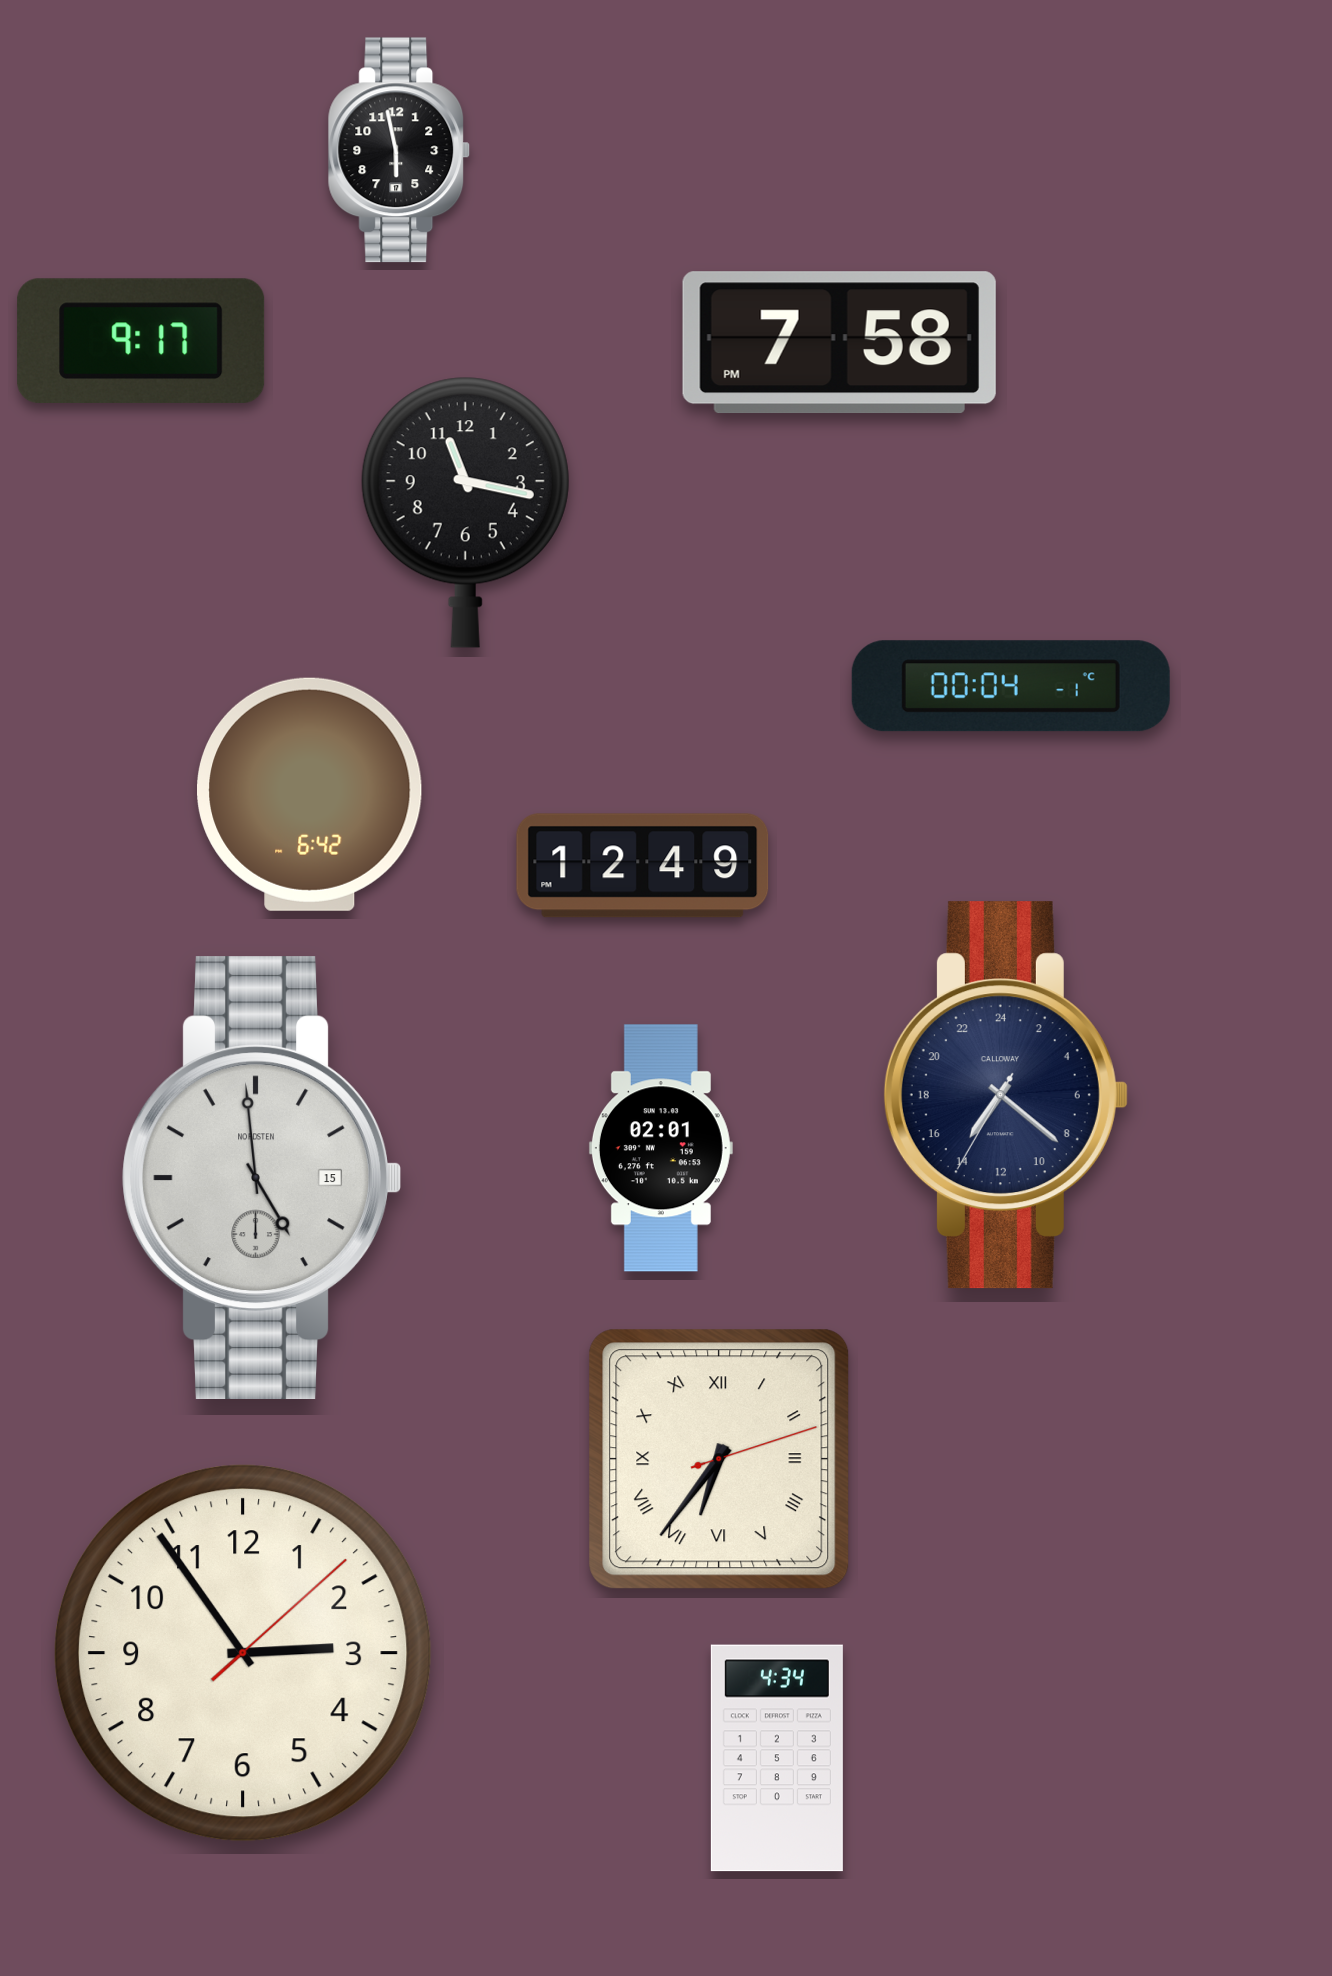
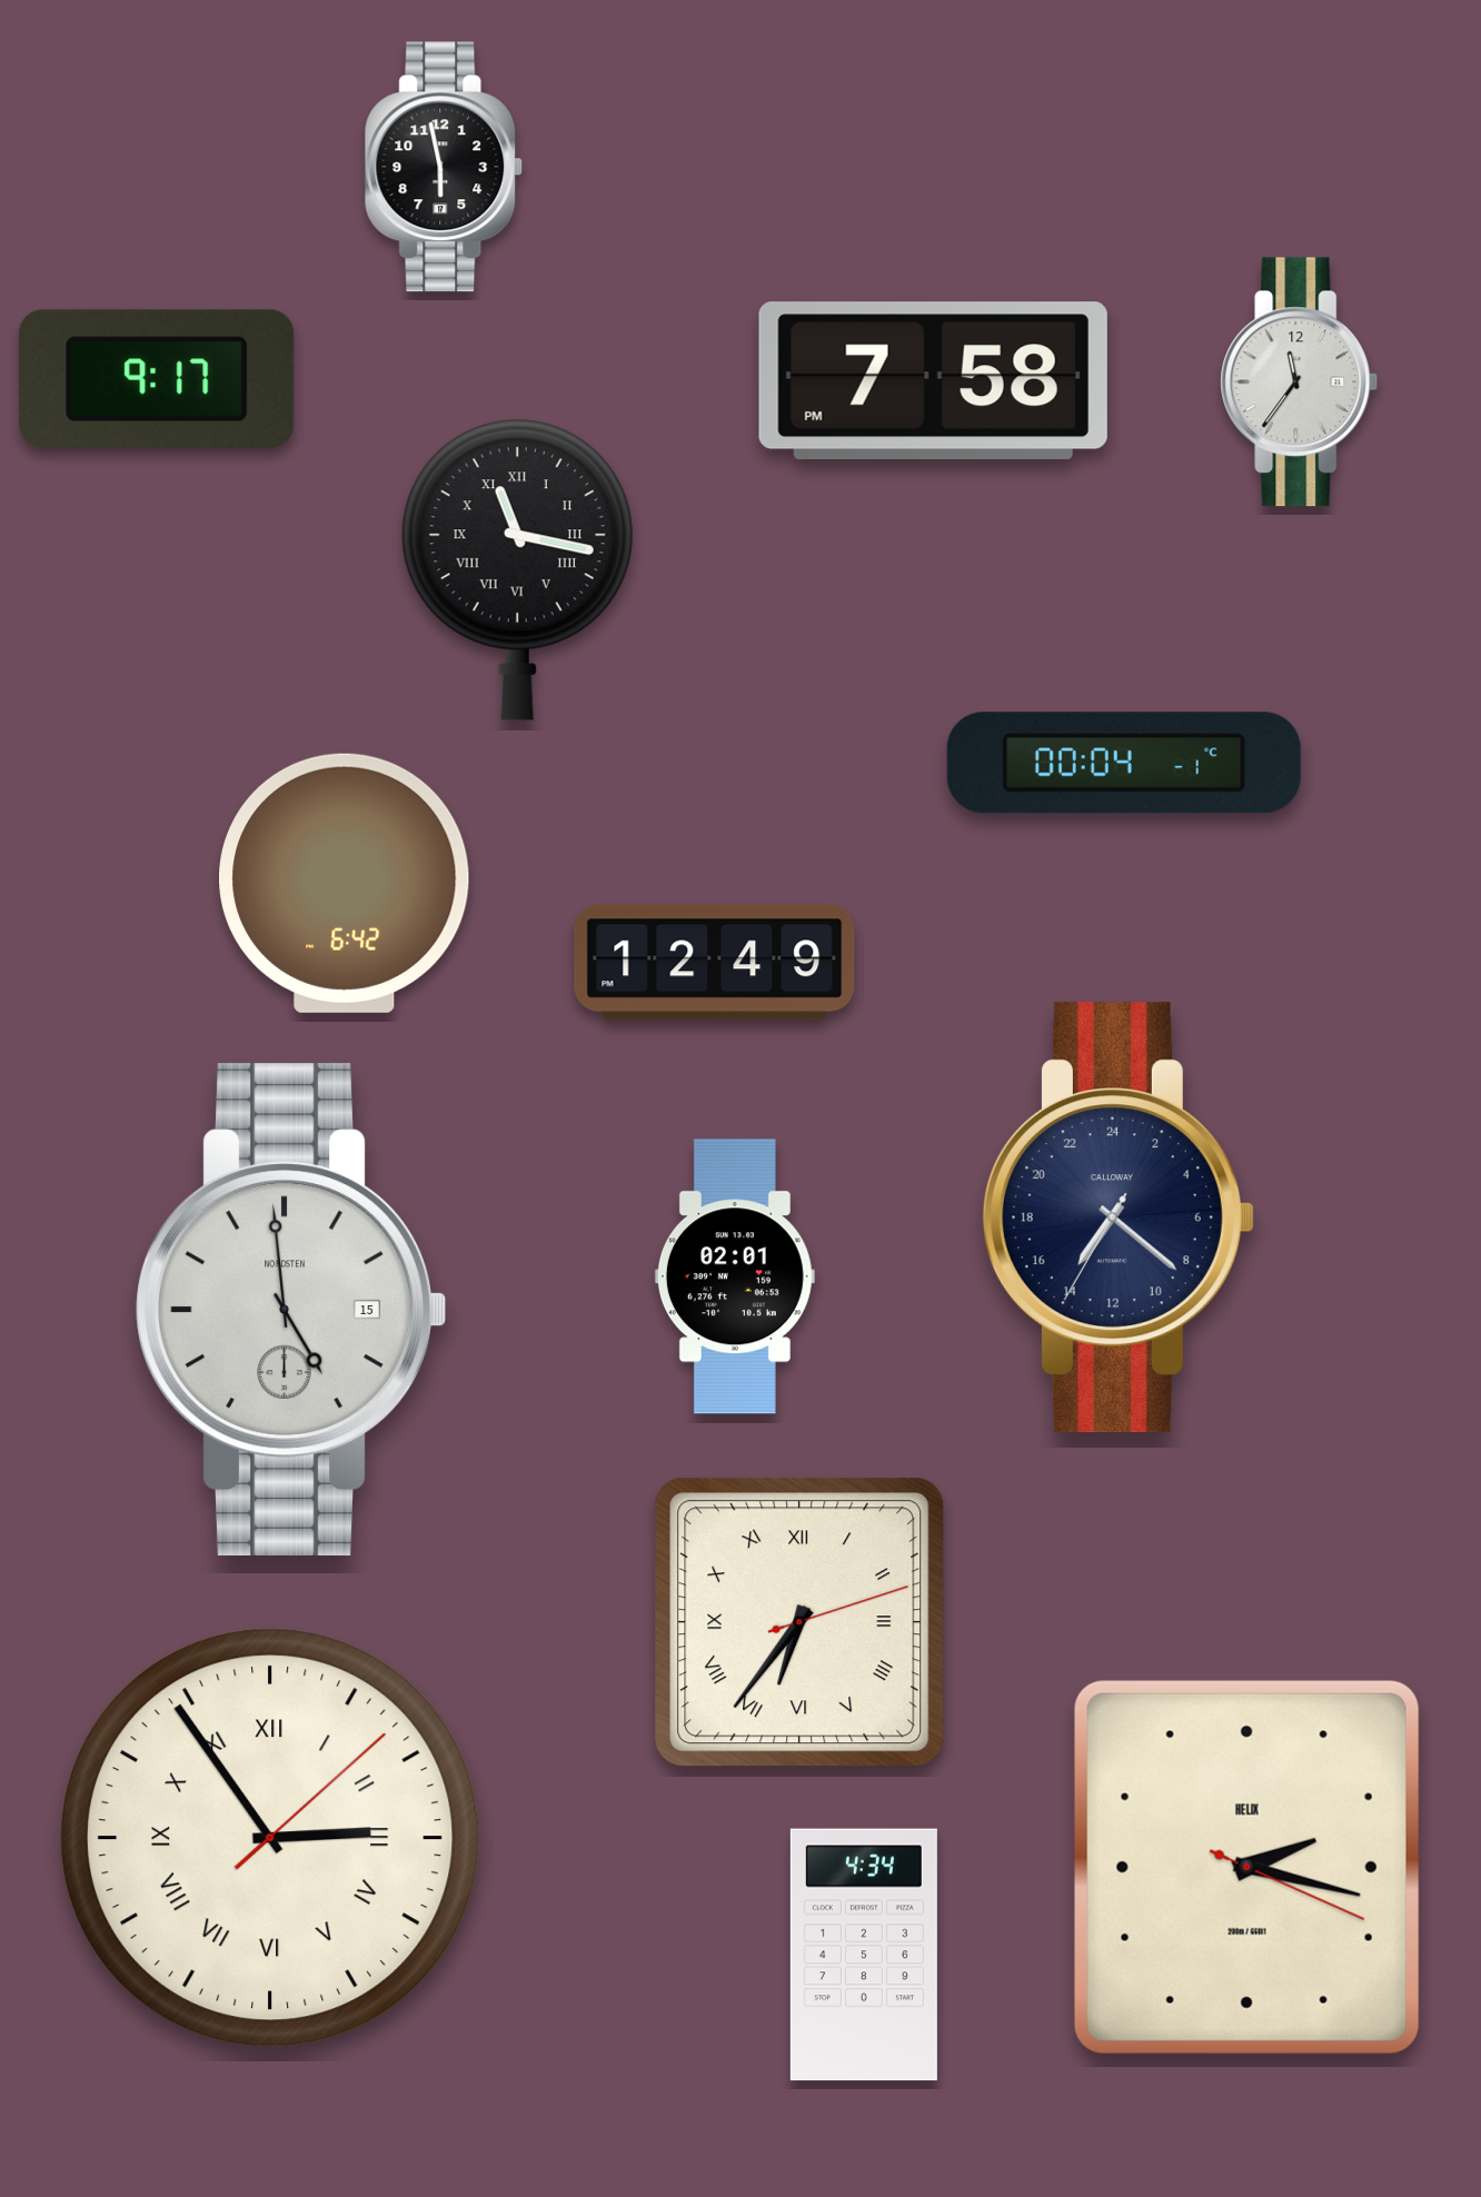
clock at (1300, 382): none -> 11:36
clock at (465, 512) numerals: Arabic -> Roman
clock at (243, 1653) numerals: Arabic -> Roman
clock at (1246, 1867): none -> 2:17
